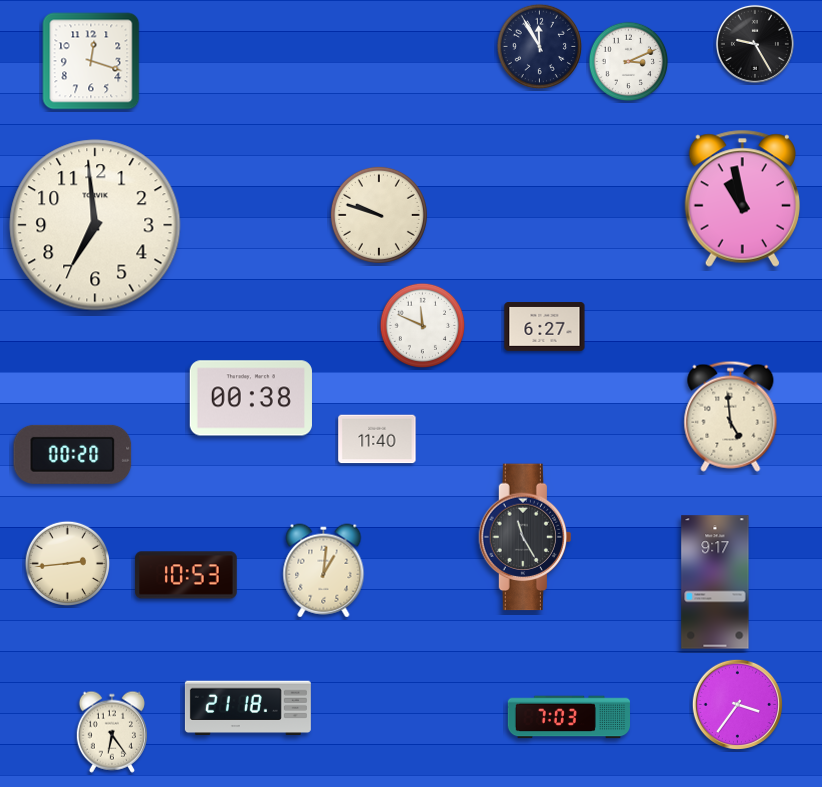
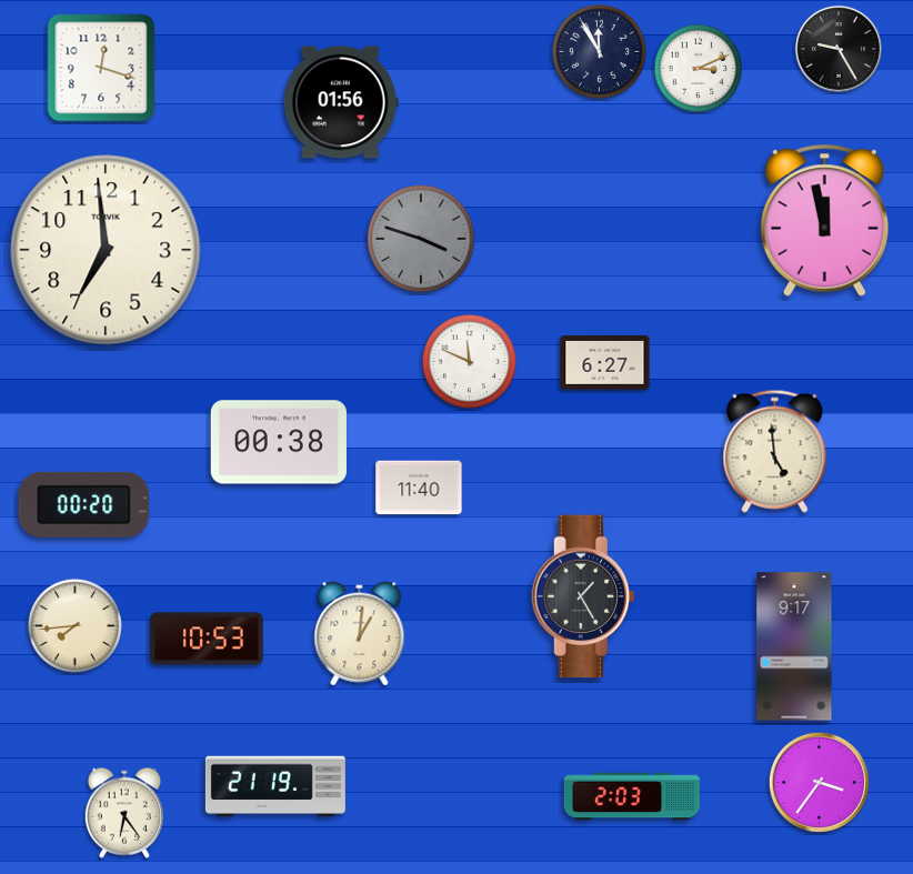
clock at (341, 102): none -> 01:56
clock at (742, 198): 10:58 -> 11:58
clock at (379, 215): 9:48 -> 3:48
clock at (379, 215) dial: cream -> grey
clock at (731, 416) position: (731, 416) -> (775, 451)
clock at (73, 454) position: (73, 454) -> (84, 504)
clock at (524, 537): 11:25 -> 1:25
clock at (67, 563): 2:44 -> 7:44
clock at (248, 708): 21:18 -> 21:19
clock at (568, 717): 7:03 -> 2:03
